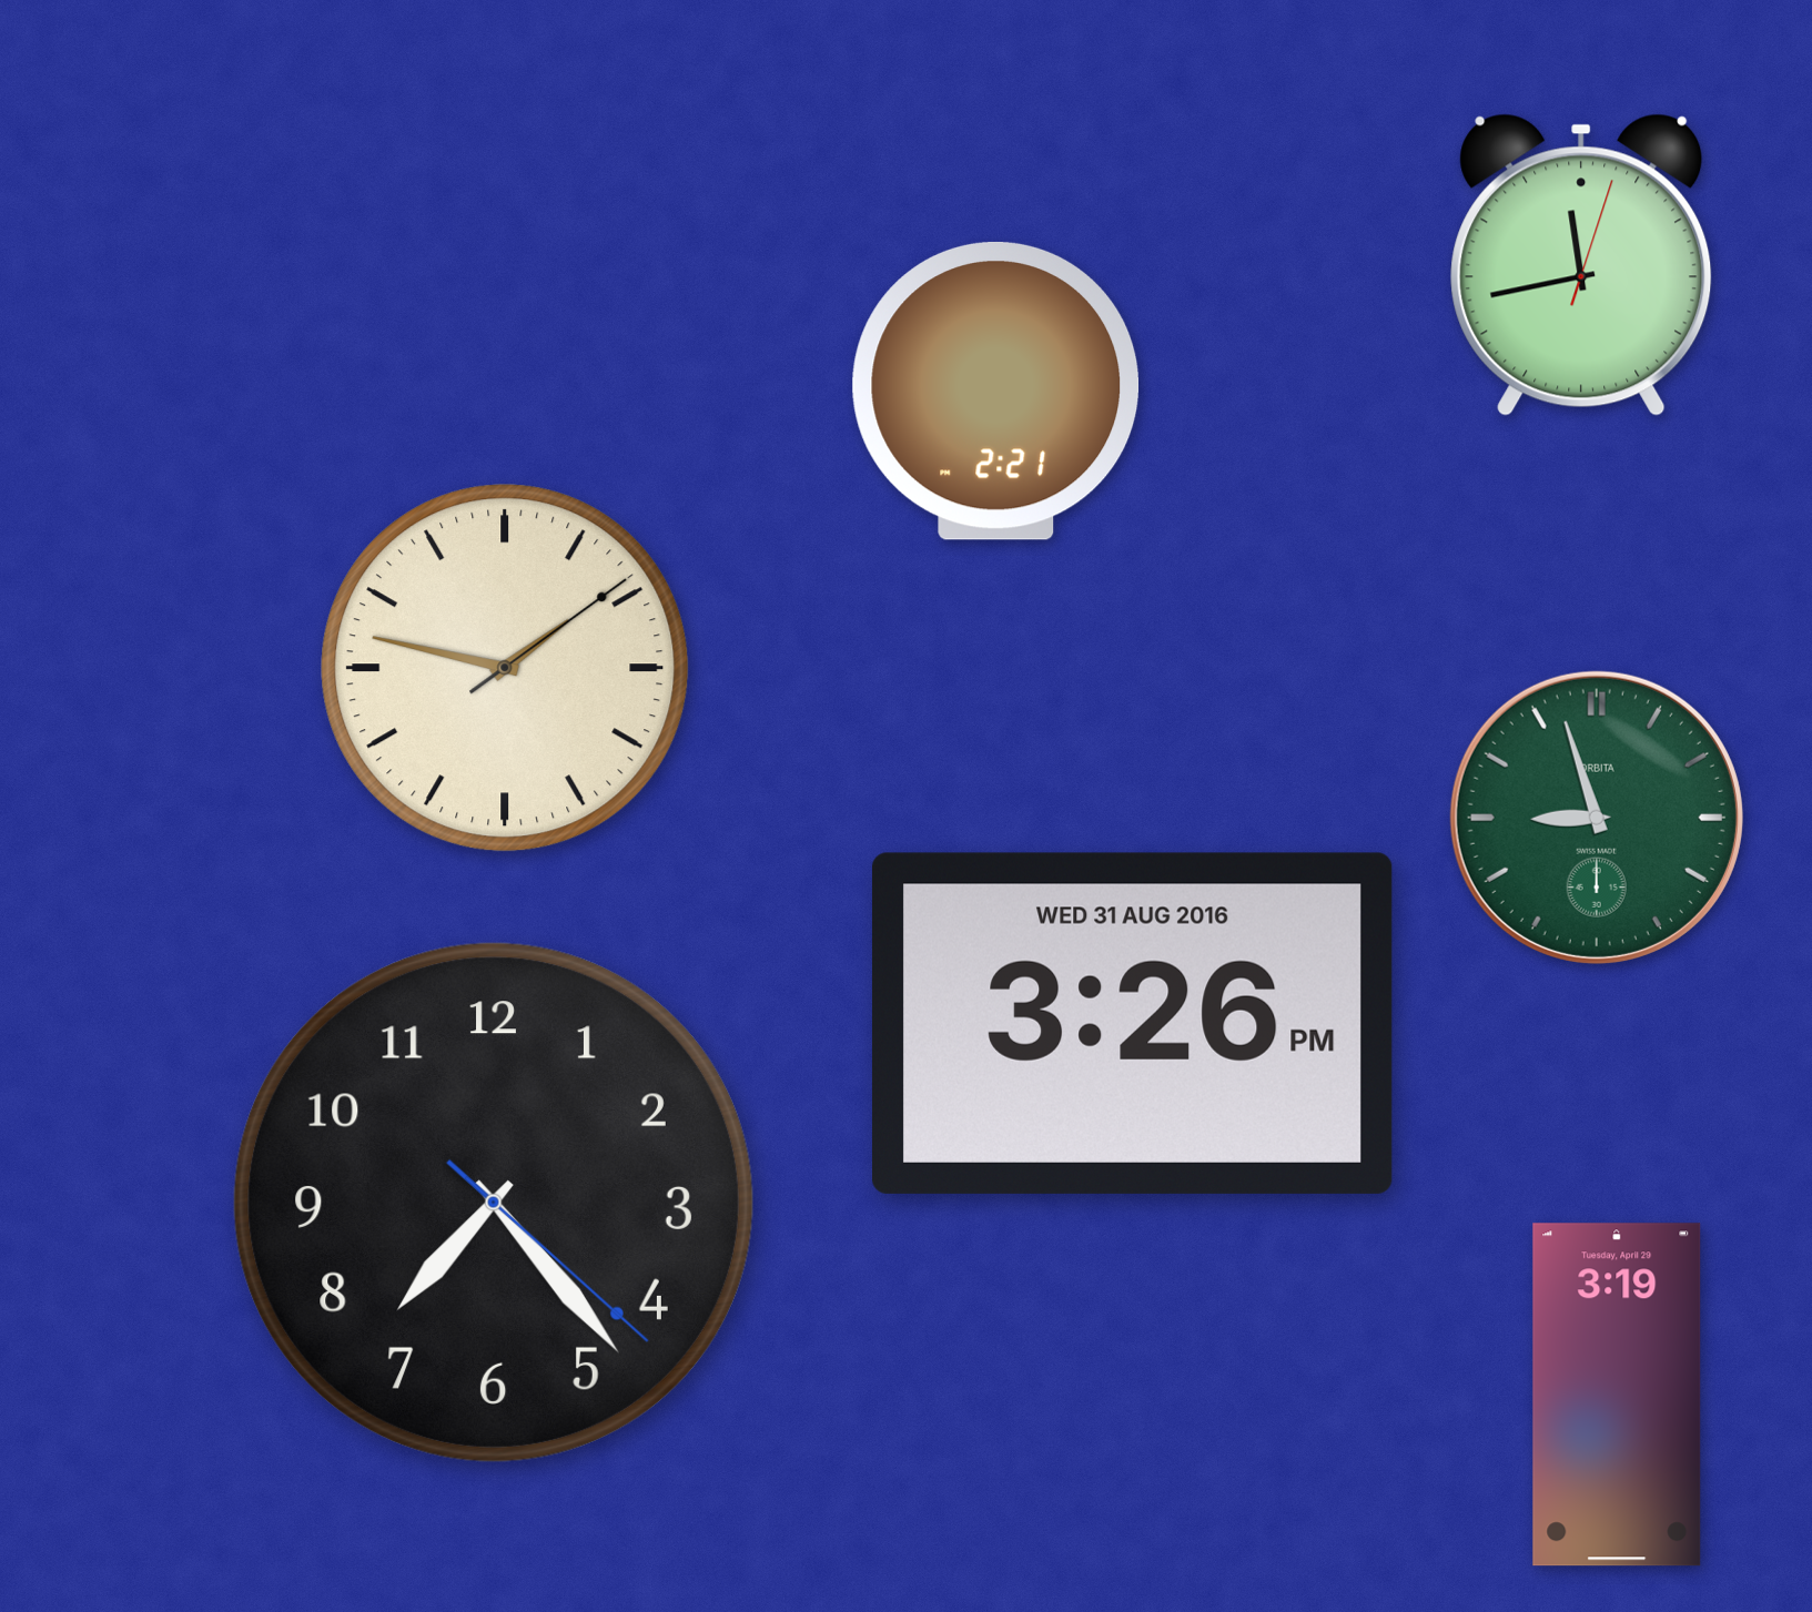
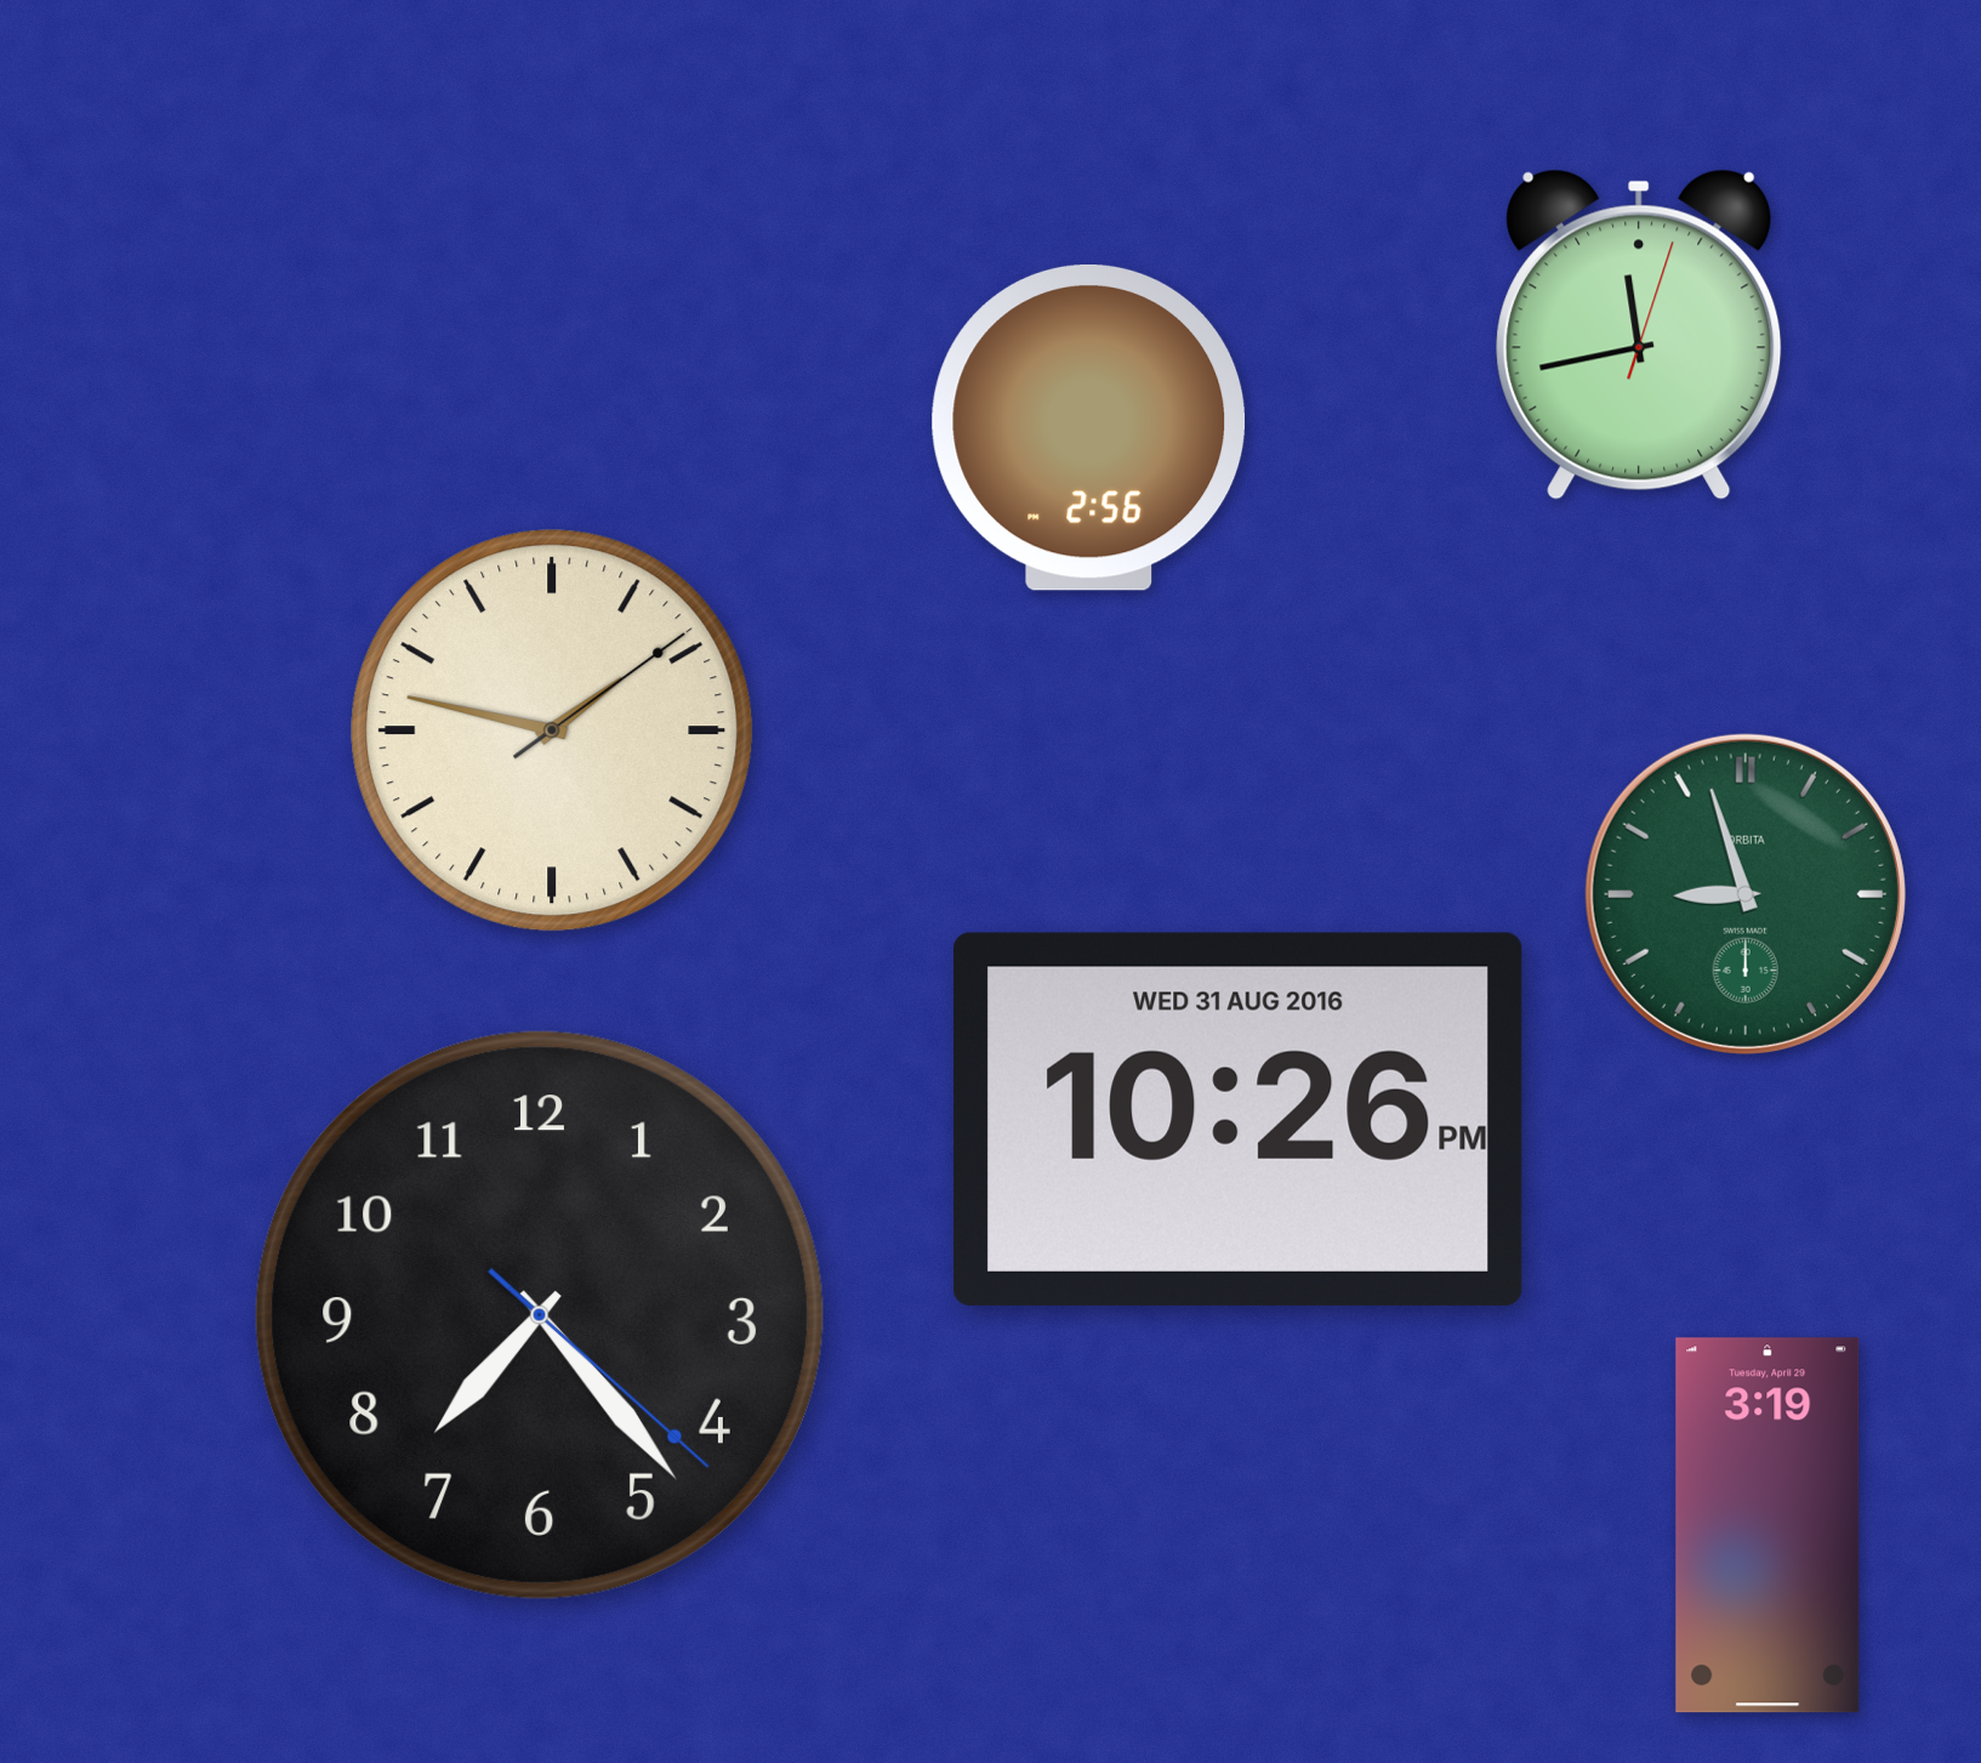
clock at (1581, 265) position: (1581, 265) -> (1639, 335)
clock at (996, 391): 2:21 -> 2:56
clock at (1132, 1023): 3:26 -> 10:26
